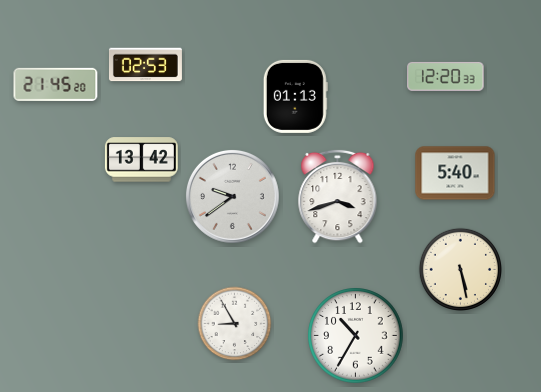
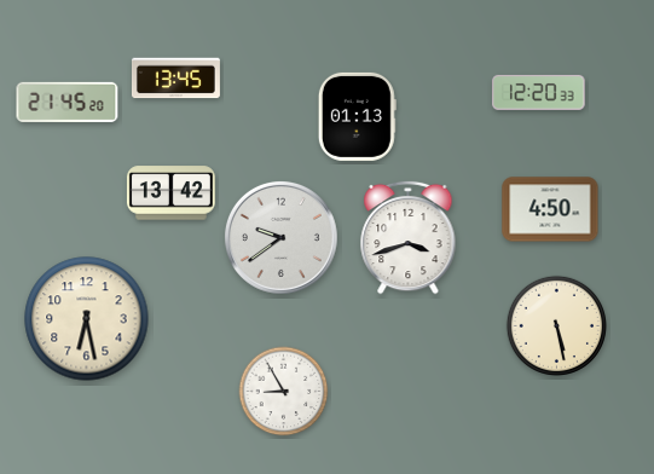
clock at (145, 65): 02:53 -> 13:45
clock at (455, 173): 5:40 -> 4:50
clock at (87, 319): none -> 6:28
clock at (356, 336): 10:35 -> none
